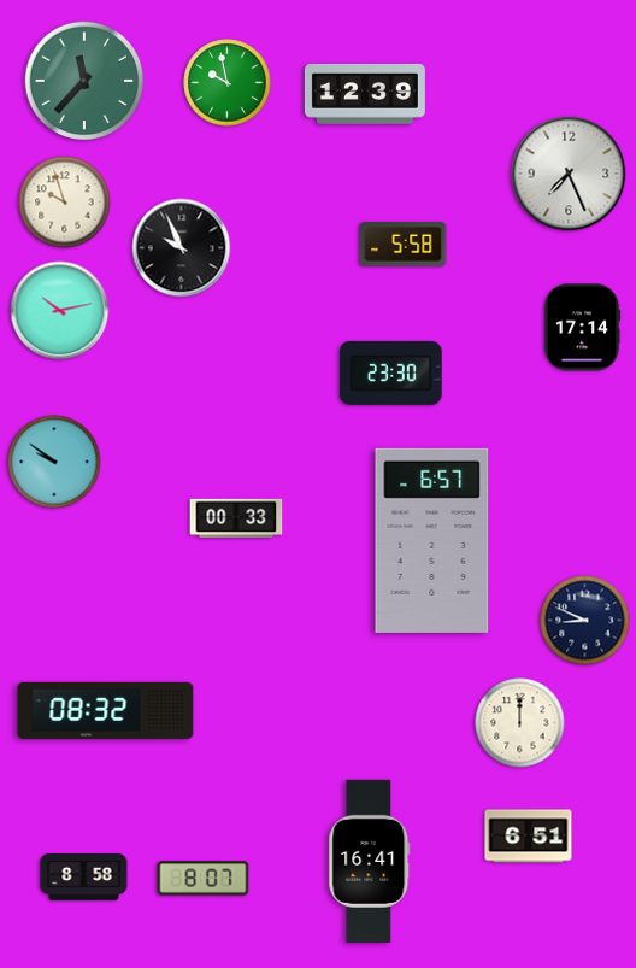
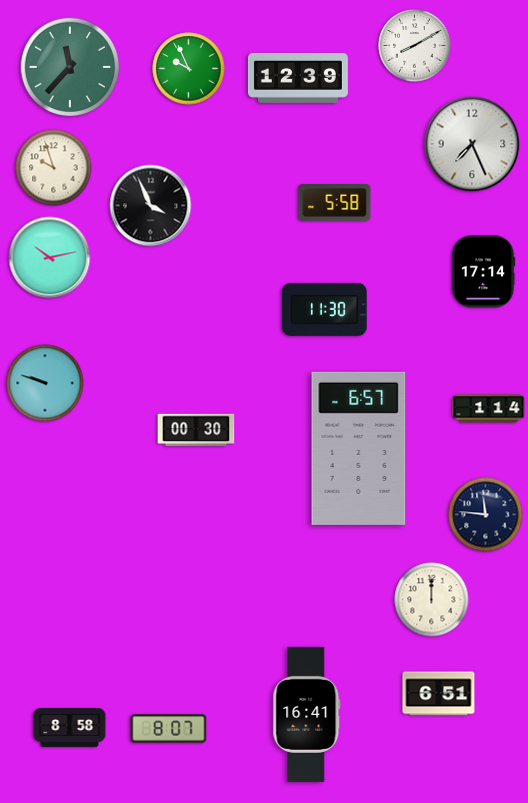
clock at (415, 46): none -> 8:10
clock at (228, 83): 9:58 -> 9:56
clock at (365, 94) position: (365, 94) -> (298, 78)
clock at (182, 248): 9:56 -> 3:56
clock at (391, 372): 23:30 -> 11:30
clock at (54, 462): 9:51 -> 9:48
clock at (489, 409): none -> 1:14
clock at (236, 518): 00:33 -> 00:30
clock at (585, 621): 8:49 -> 11:46
clock at (106, 710): 08:32 -> none
